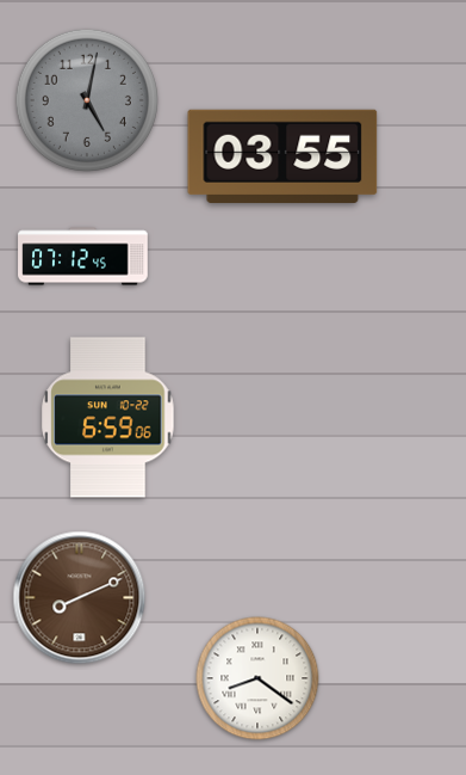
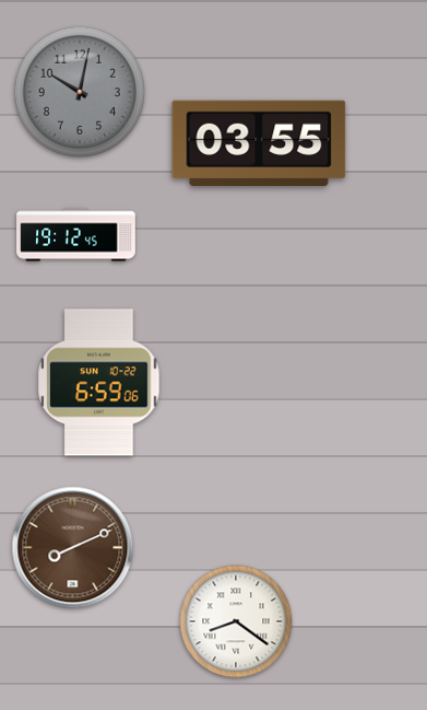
clock at (87, 100): 5:02 -> 10:02
clock at (83, 257): 07:12 -> 19:12
